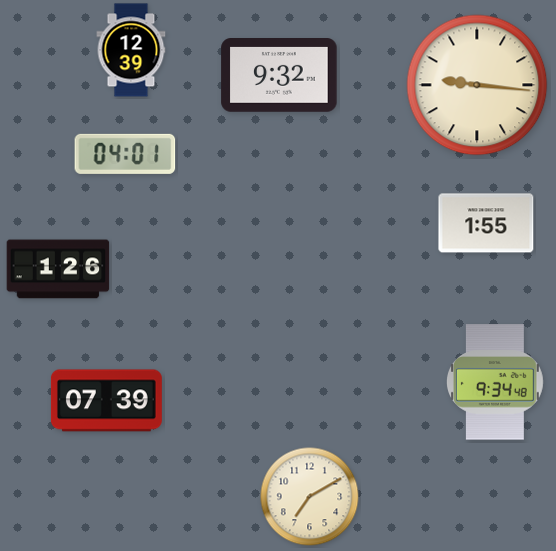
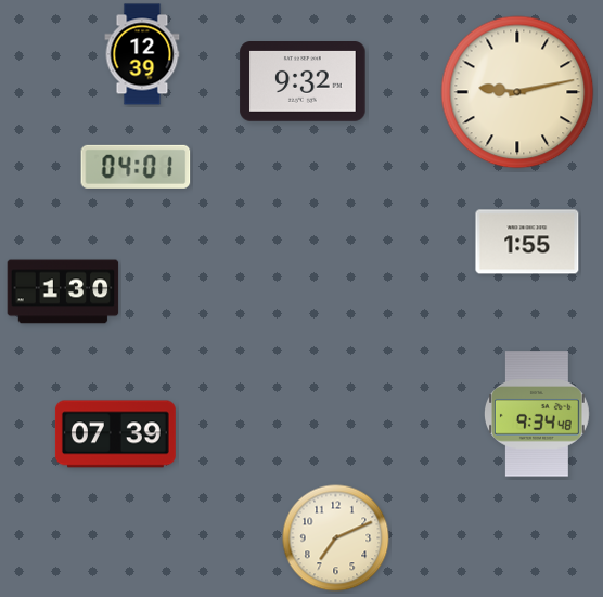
clock at (477, 85): 9:16 -> 9:13
clock at (58, 269): 1:26 -> 1:30
clock at (310, 497): 7:10 -> 7:11
